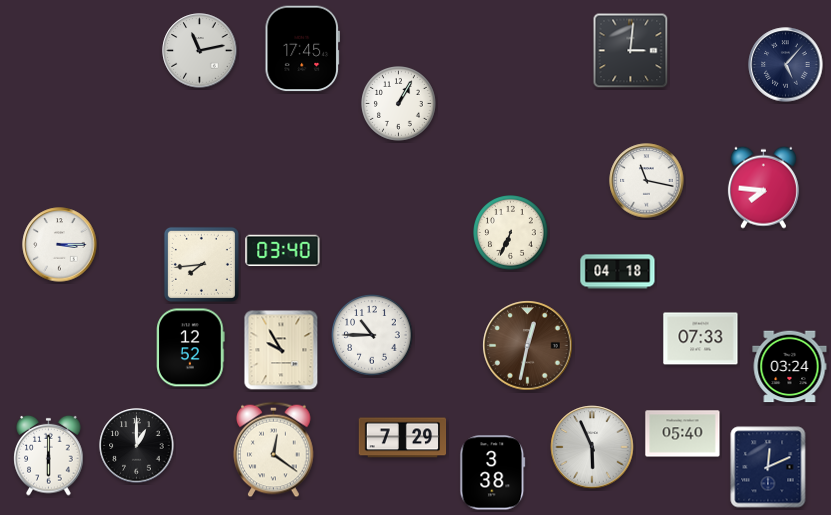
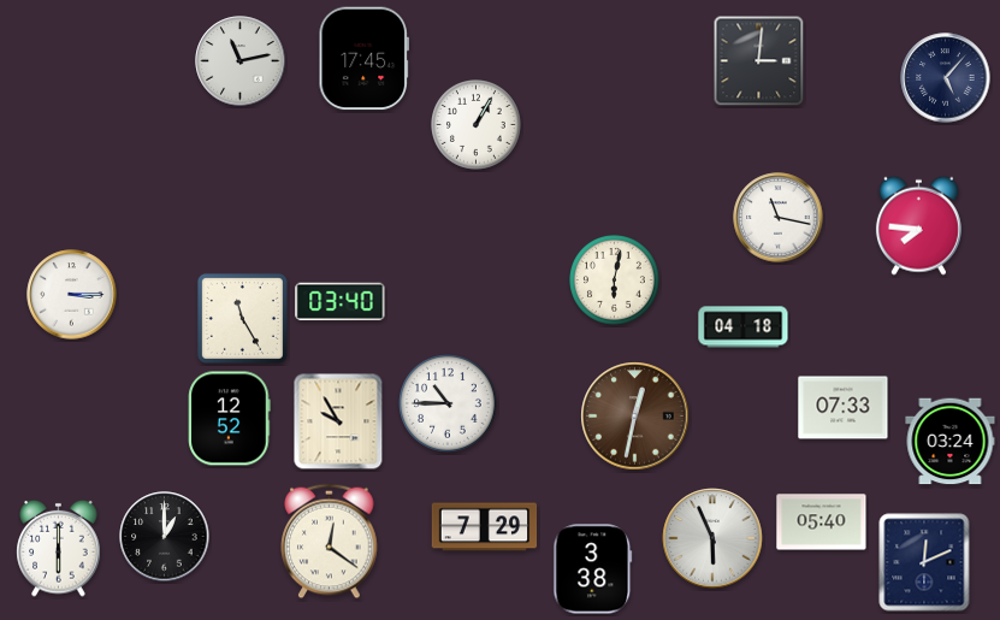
clock at (399, 104) position: (399, 104) -> (477, 125)
clock at (511, 233): 6:34 -> 6:02
clock at (201, 264): 7:44 -> 11:25
